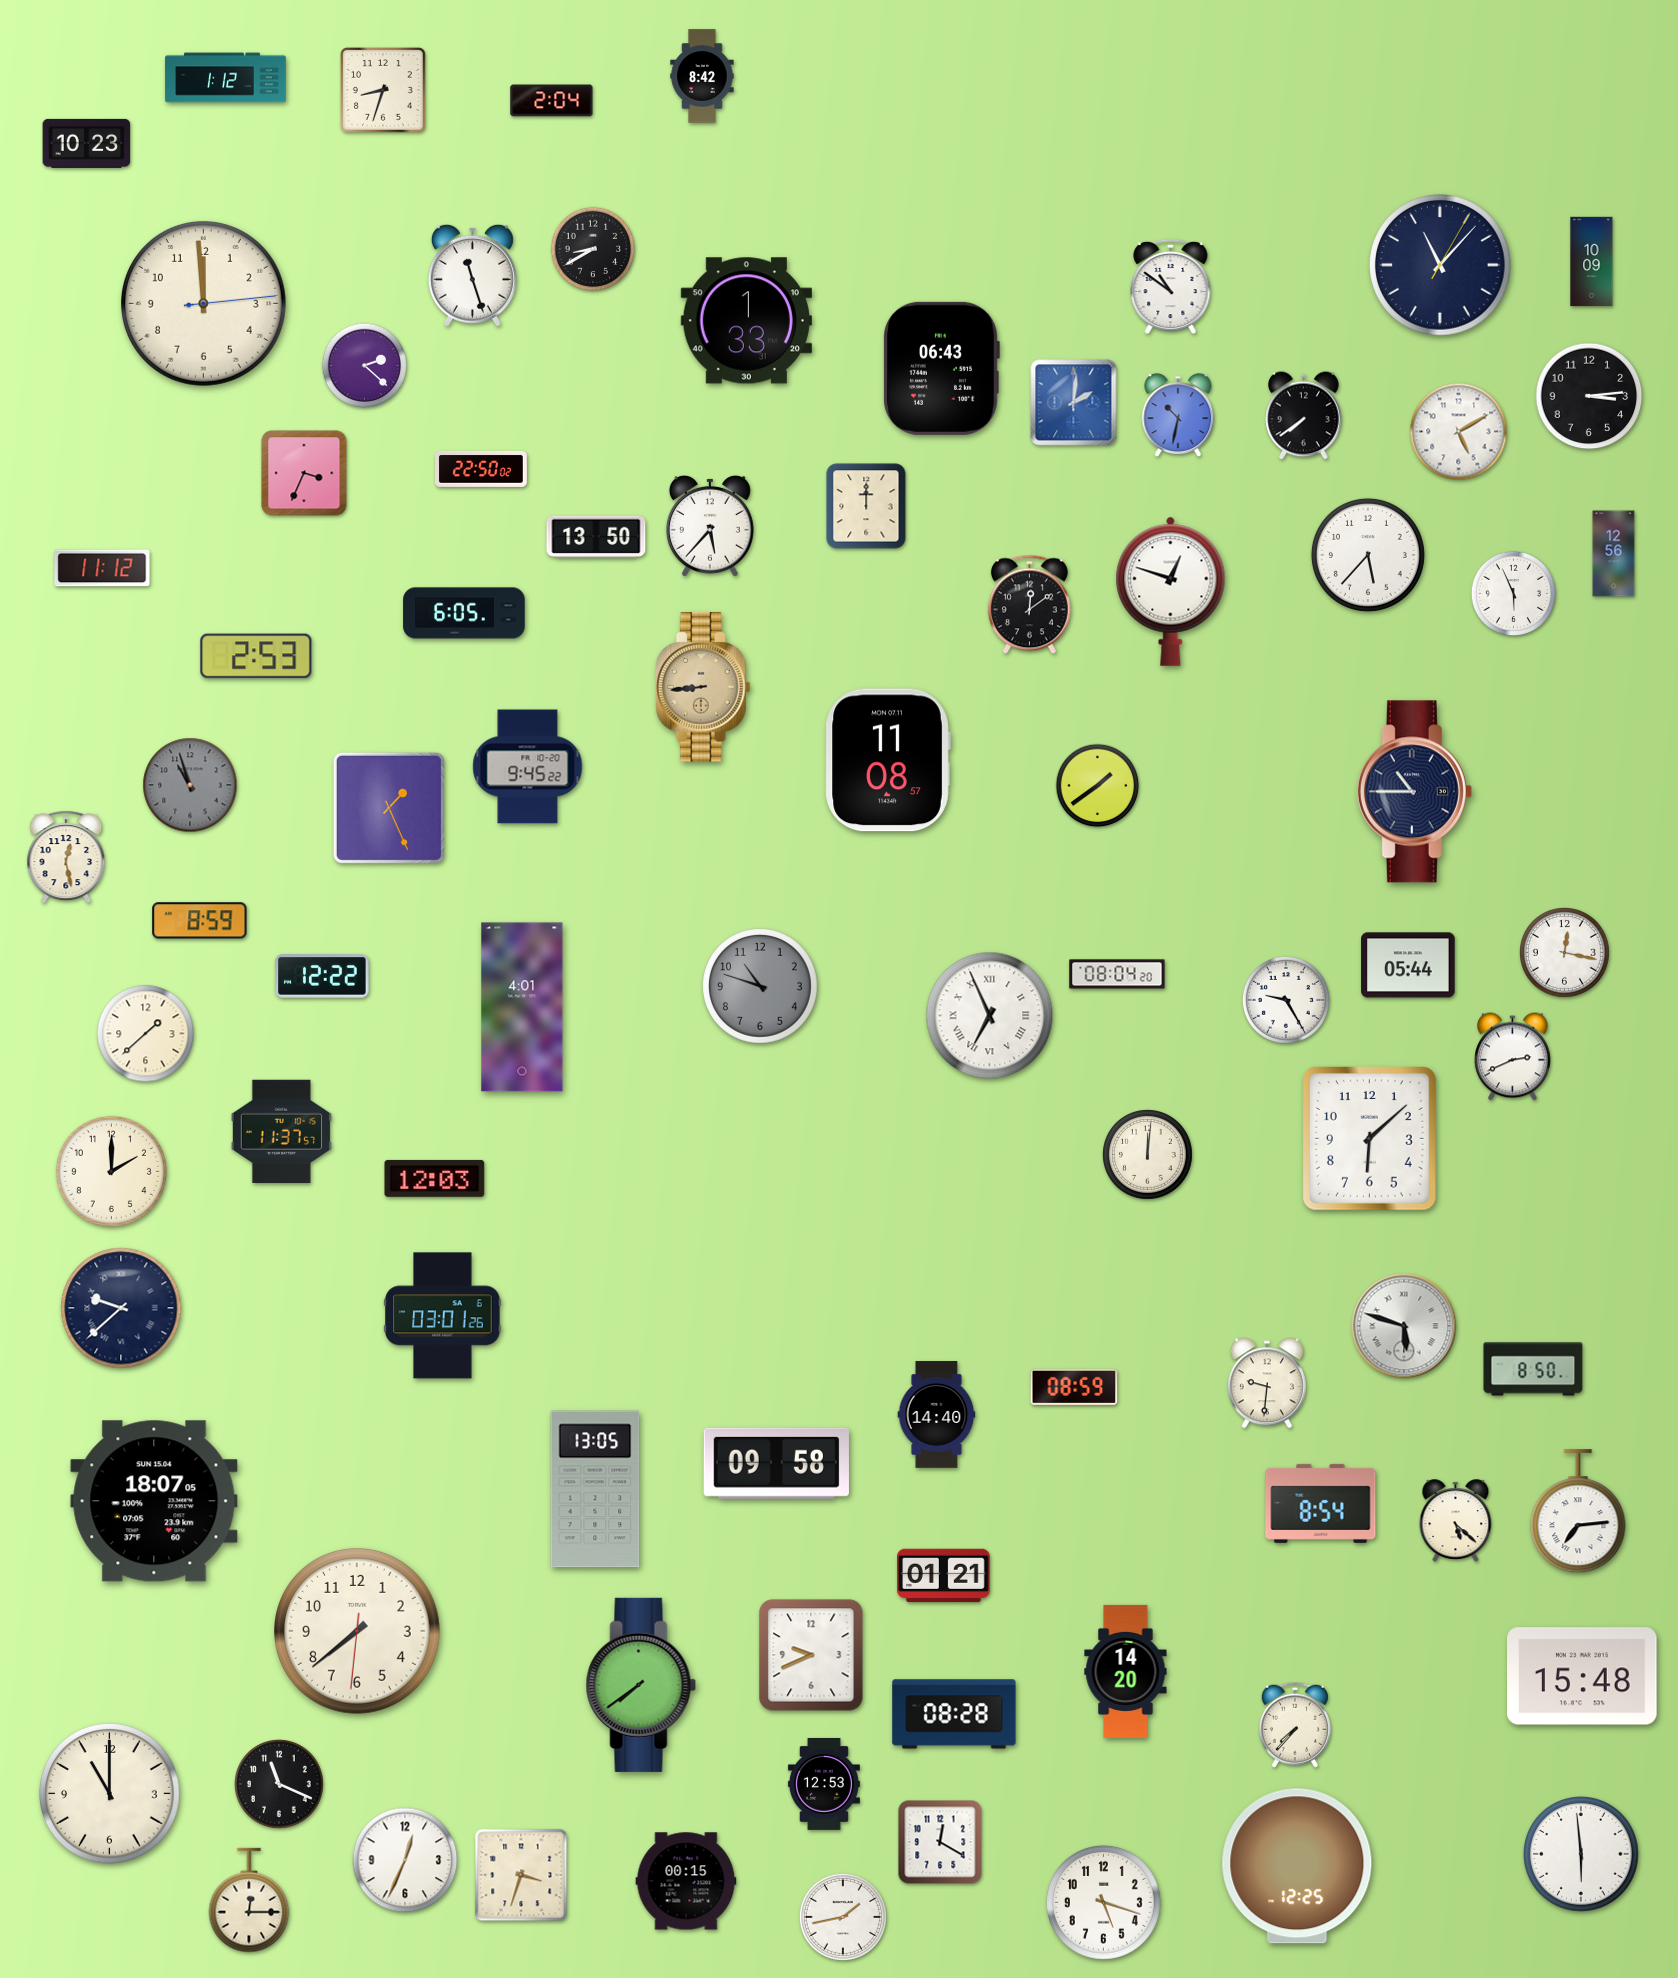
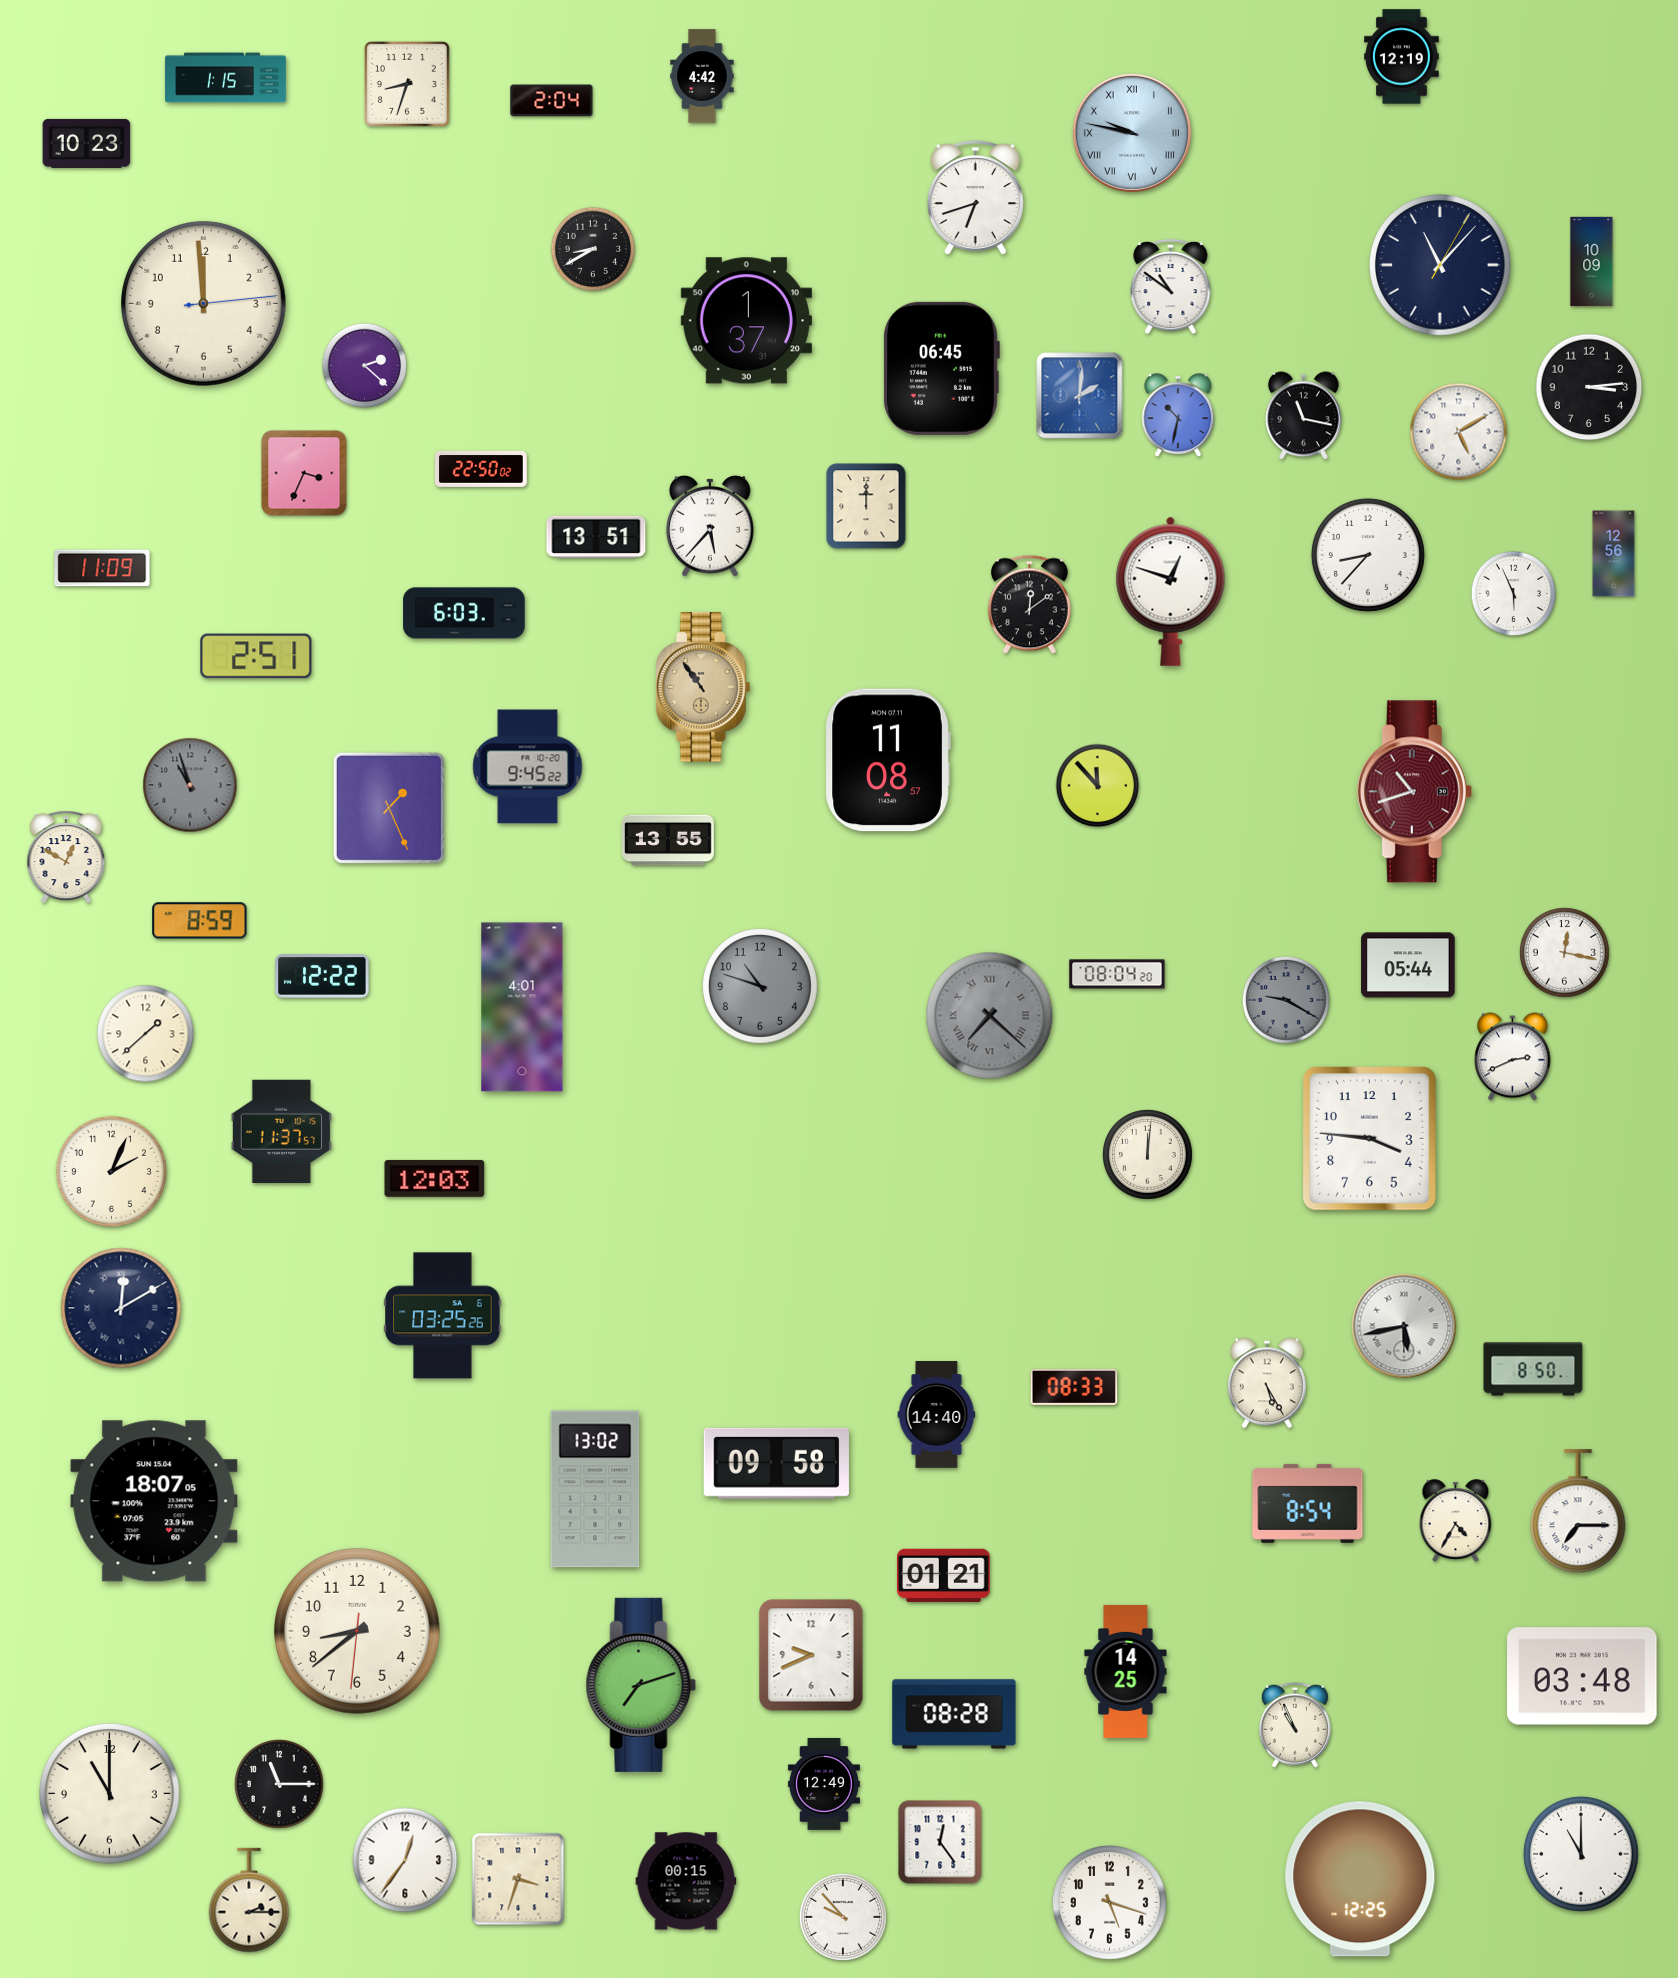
clock at (1402, 57): none -> 12:19
clock at (702, 76): 8:42 -> 4:42
clock at (226, 78): 1:12 -> 1:15
clock at (384, 91) position: (384, 91) -> (408, 85)
clock at (1132, 133): none -> 9:47
clock at (975, 198): none -> 6:42
clock at (472, 275): 11:27 -> none
clock at (746, 321): 1:33 -> 1:37
clock at (941, 368): 06:43 -> 06:45
clock at (1589, 396) position: (1589, 396) -> (1589, 387)
clock at (1074, 403) position: (1074, 403) -> (1080, 396)
clock at (1304, 416): 7:39 -> 11:17
clock at (596, 536): 13:50 -> 13:51
clock at (1368, 555): 5:37 -> 8:37
clock at (102, 568): 11:12 -> 11:09
clock at (464, 613): 6:05 -> 6:03
clock at (256, 656): 2:53 -> 2:51
clock at (703, 687): 8:44 -> 10:54
clock at (1098, 786): 1:39 -> 11:53
clock at (1414, 792): 10:45 -> 10:42
clock at (1414, 792) dial: navy -> burgundy
clock at (668, 840): none -> 13:55
clock at (66, 857): 12:28 -> 12:50
clock at (1286, 1000): 9:25 -> 9:20
clock at (1286, 1000) dial: white -> grey
clock at (990, 1016): 6:56 -> 7:22
clock at (990, 1016) dial: white -> grey
clock at (1369, 1139): 6:08 -> 3:46
clock at (111, 1171): 2:00 -> 2:04
clock at (121, 1308): 9:38 -> 12:10
clock at (443, 1316): 03:01 -> 03:25
clock at (1404, 1326): 5:48 -> 5:43
clock at (1267, 1383): 9:31 -> 5:25
clock at (1074, 1387): 08:59 -> 08:33
clock at (595, 1489): 13:05 -> 13:02
clock at (1321, 1503) position: (1321, 1503) -> (1308, 1503)
clock at (1578, 1512): 7:14 -> 7:15
clock at (1456, 1520): 5:22 -> 4:35
clock at (358, 1632): 7:38 -> 8:38
clock at (1126, 1671): 14:20 -> 14:25
clock at (1582, 1676): 15:48 -> 03:48
clock at (641, 1685): 7:39 -> 7:12
clock at (1295, 1725): 7:37 -> 10:56
clock at (279, 1784): 11:19 -> 11:15
clock at (824, 1784): 12:53 -> 12:49
clock at (940, 1842): 12:20 -> 12:24
clock at (1582, 1855): 5:59 -> 11:00
clock at (405, 1860): 12:34 -> 12:36
clock at (1297, 1866) position: (1297, 1866) -> (1360, 1879)
clock at (521, 1875) position: (521, 1875) -> (518, 1879)
clock at (249, 1900): 12:15 -> 2:15
clock at (1103, 1902) position: (1103, 1902) -> (1109, 1902)
clock at (843, 1917): 1:43 -> 9:53
